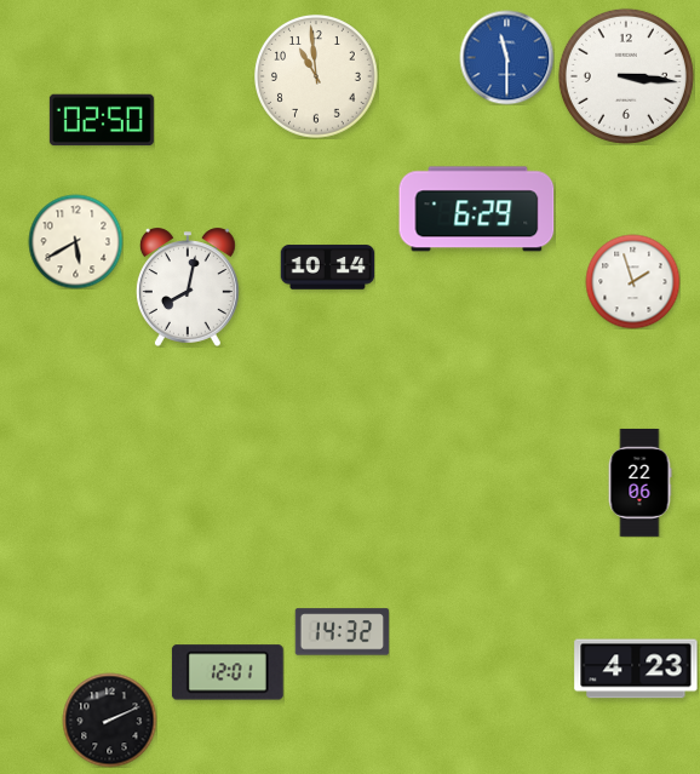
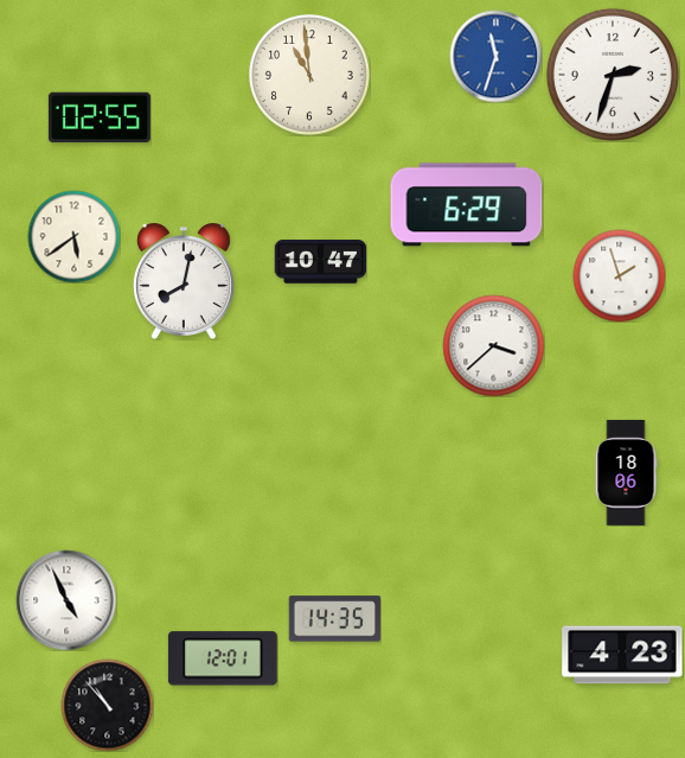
clock at (506, 57): 11:30 -> 11:33
clock at (626, 76): 3:16 -> 2:33
clock at (102, 120): 02:50 -> 02:55
clock at (75, 241): 5:40 -> 5:39
clock at (327, 268): 10:14 -> 10:47
clock at (493, 345): none -> 3:38
clock at (639, 482): 22:06 -> 18:06
clock at (66, 600): none -> 4:56
clock at (342, 632): 14:32 -> 14:35
clock at (109, 719): 2:11 -> 10:53
